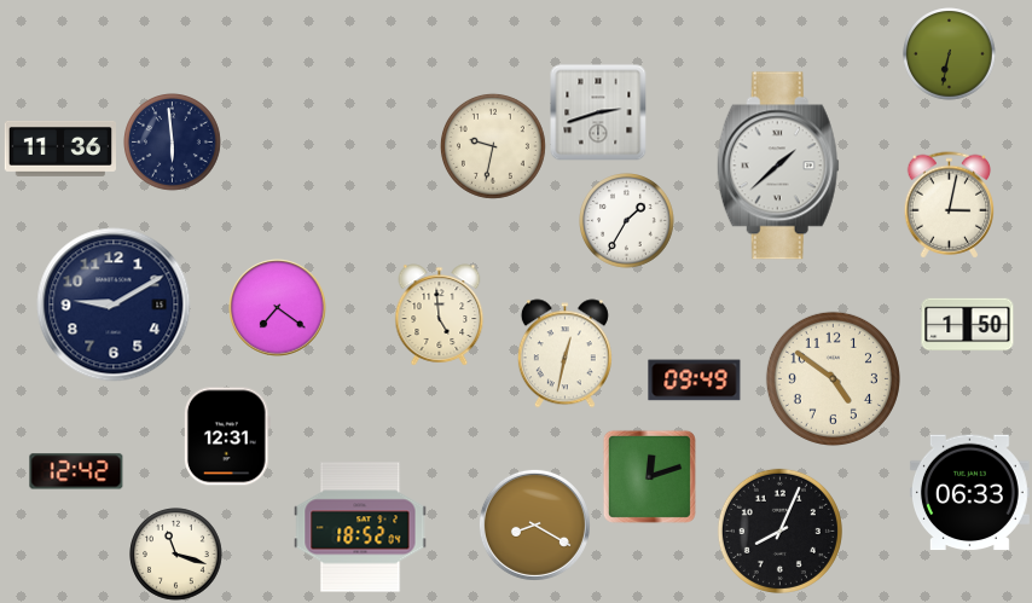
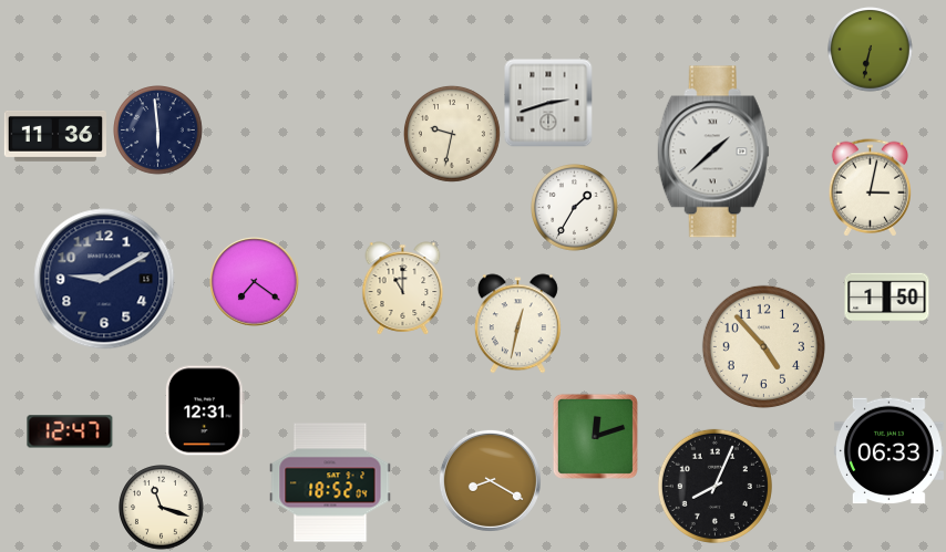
clock at (627, 221) position: (627, 221) -> (575, 208)
clock at (440, 315): 4:59 -> 11:00
clock at (833, 378): 4:51 -> 4:53
clock at (695, 381): 09:49 -> none
clock at (227, 436) position: (227, 436) -> (205, 410)
clock at (76, 471): 12:42 -> 12:47
